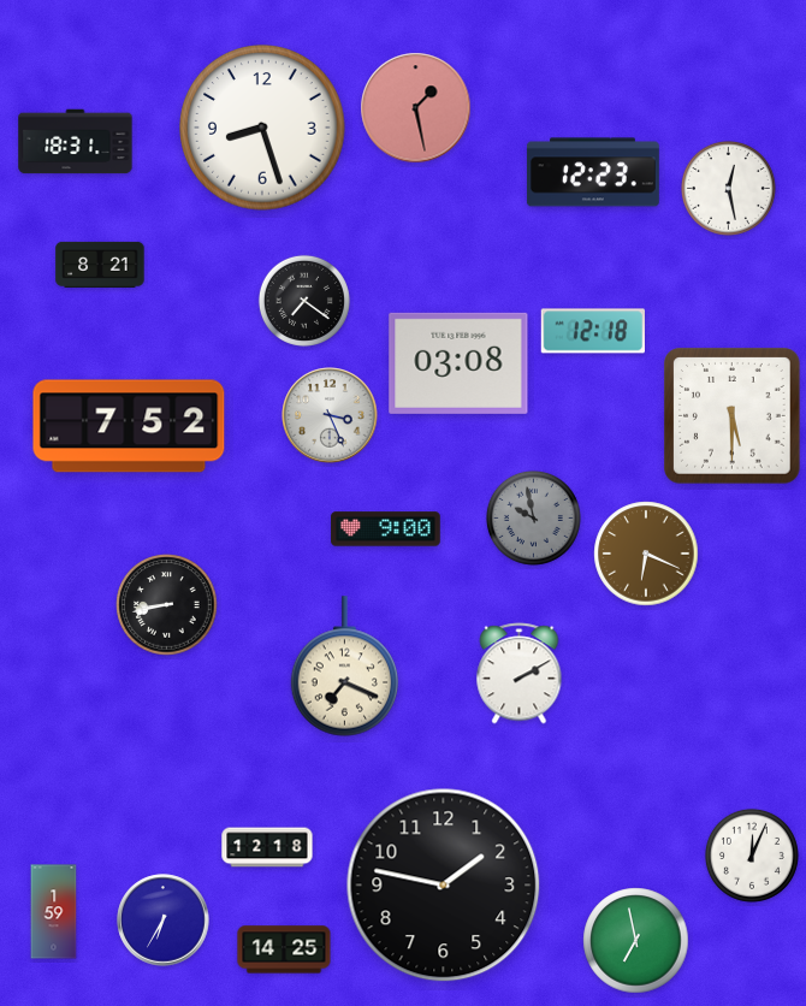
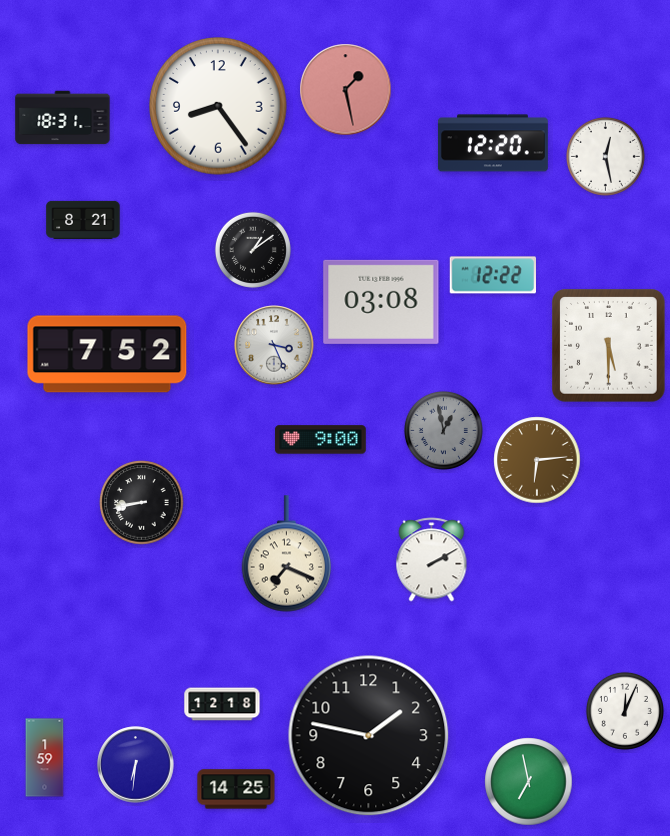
clock at (262, 128): 8:27 -> 8:24
clock at (593, 172): 12:23 -> 12:20
clock at (304, 301): 7:21 -> 1:09
clock at (592, 331): 12:18 -> 12:22
clock at (533, 517): 9:58 -> 12:58
clock at (646, 554): 6:19 -> 6:14
clock at (167, 605) position: (167, 605) -> (142, 503)
clock at (164, 921): 6:35 -> 6:31
